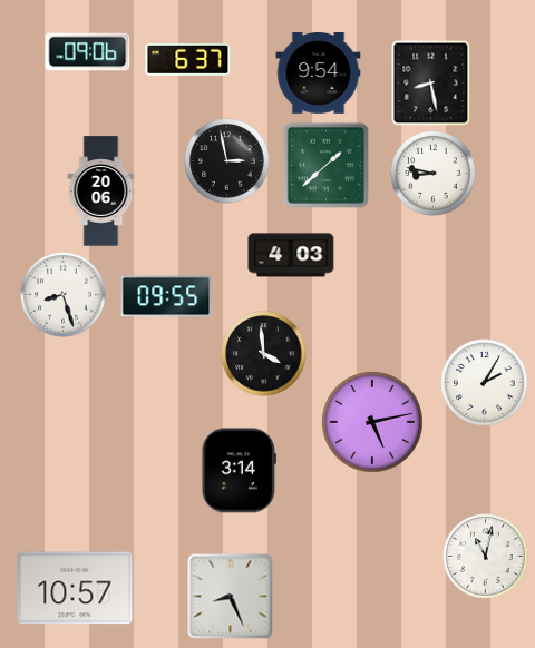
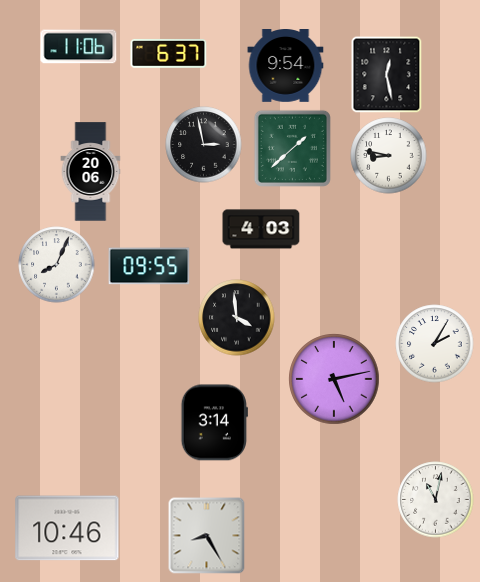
clock at (88, 52): 09:06 -> 11:06
clock at (431, 82): 8:28 -> 12:28
clock at (64, 295): 8:27 -> 8:04
clock at (75, 588): 10:57 -> 10:46
clock at (231, 597): 8:26 -> 8:25
